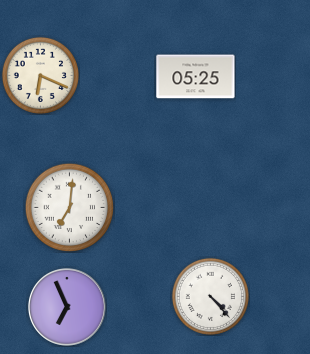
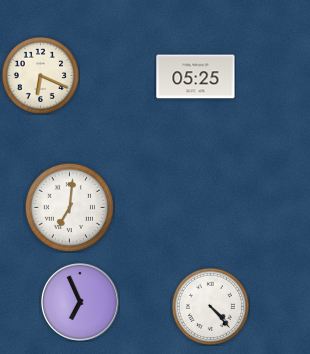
clock at (210, 296) position: (210, 296) -> (210, 306)
clock at (67, 307) position: (67, 307) -> (80, 302)
